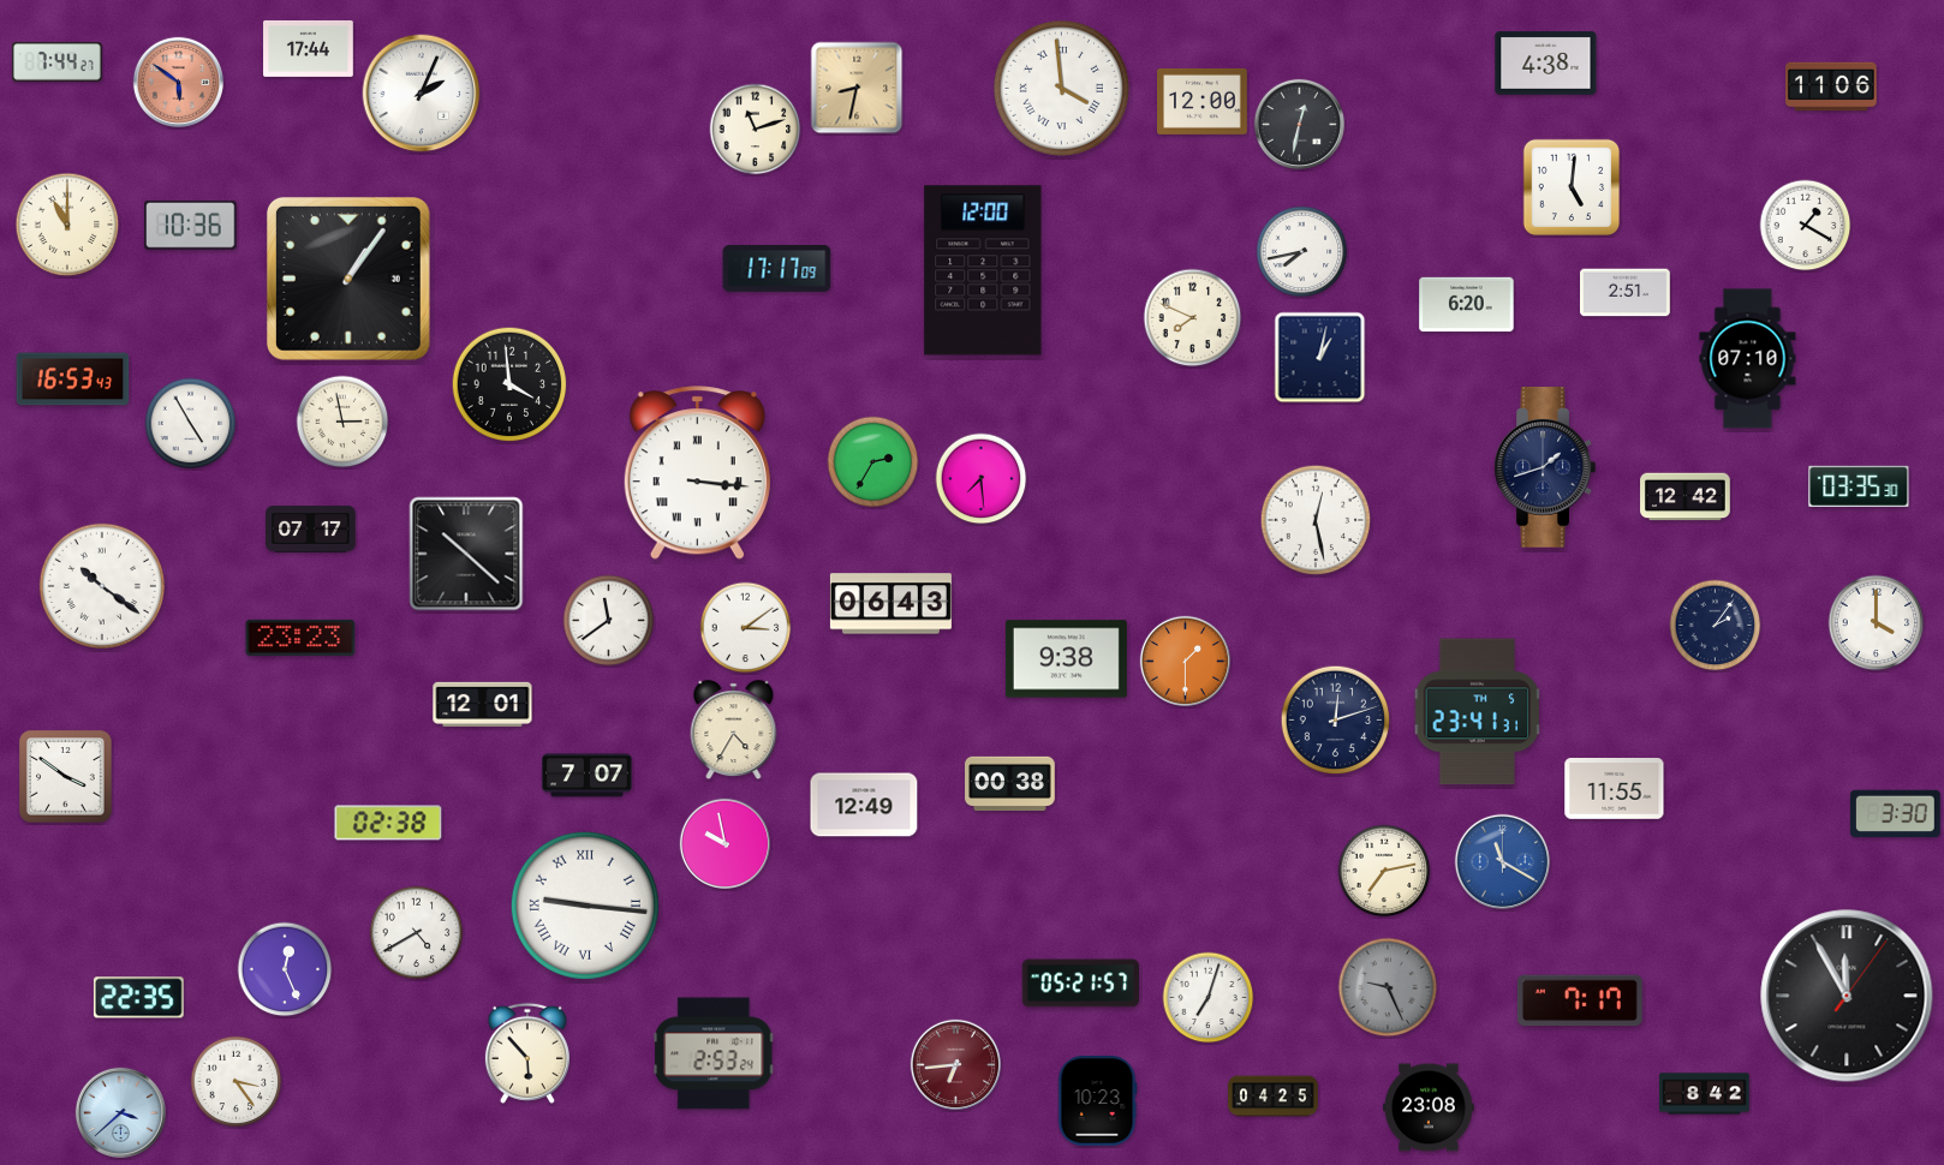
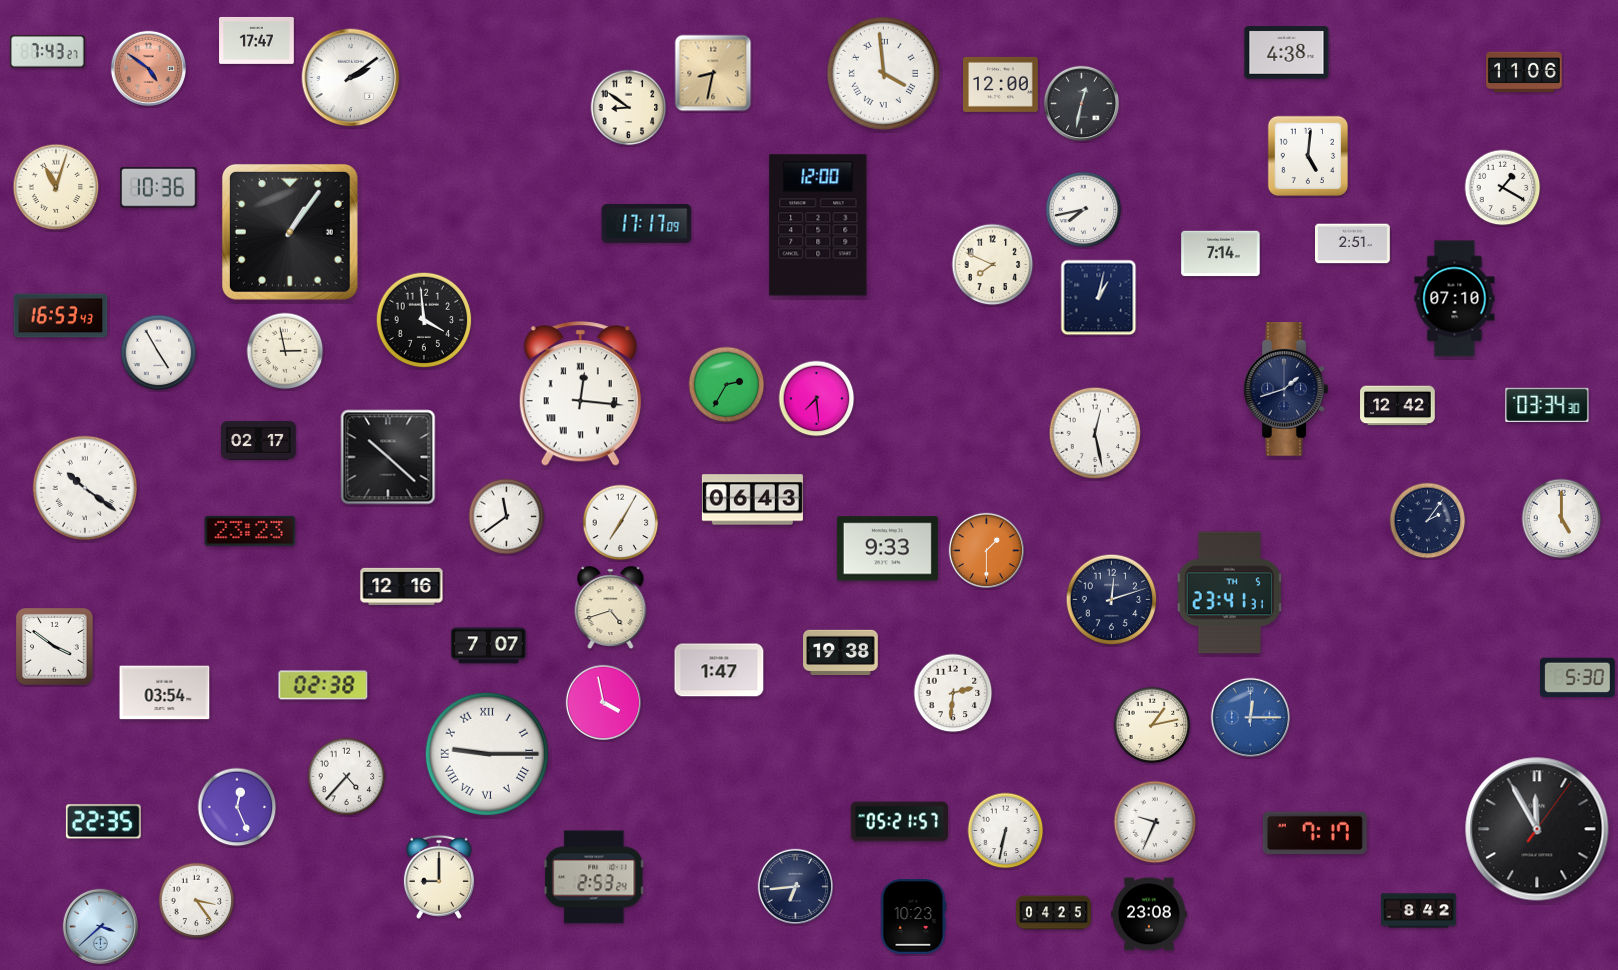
clock at (309, 48): 17:44 -> 17:47
clock at (58, 62): 7:44 -> 7:43
clock at (178, 82): 5:51 -> 4:51
clock at (422, 94): 2:04 -> 2:09
clock at (756, 130): 11:12 -> 8:51
clock at (67, 225): 11:00 -> 11:03
clock at (1467, 305): 6:20 -> 7:14
clock at (697, 473): 3:16 -> 12:16
clock at (1859, 486): 03:35 -> 03:34
clock at (1686, 497) position: (1686, 497) -> (1398, 406)
clock at (311, 530): 07:17 -> 02:17
clock at (466, 554) position: (466, 554) -> (388, 457)
clock at (890, 604) position: (890, 604) -> (752, 500)
clock at (1877, 623): 4:00 -> 5:00
clock at (746, 628): 3:09 -> 7:05
clock at (1066, 659): 9:38 -> 9:33
clock at (483, 704): 12:01 -> 12:16
clock at (734, 730): 4:35 -> 4:42
clock at (1010, 784): 00:38 -> 19:38
clock at (1615, 789): 11:55 -> none
clock at (864, 805): 12:49 -> 1:47
clock at (1896, 814): 3:30 -> 5:30
clock at (165, 693): none -> 03:54
clock at (953, 693): none -> 2:31
clock at (724, 843): 9:58 -> 3:58
clock at (1502, 861): 11:20 -> 12:15
clock at (1384, 871): 7:13 -> 1:13
clock at (585, 906): 9:16 -> 9:15
clock at (417, 933): 4:40 -> 4:37
clock at (1081, 984) position: (1081, 984) -> (900, 822)
clock at (1388, 987): 9:26 -> 9:34
clock at (1388, 987) dial: grey -> white
clock at (138, 998) position: (138, 998) -> (103, 822)
clock at (1209, 998): 7:03 -> 6:32
clock at (527, 1053): 5:53 -> 9:00
clock at (955, 1064) dial: burgundy -> navy
clock at (1274, 1097) position: (1274, 1097) -> (1054, 913)
clock at (1429, 1107) position: (1429, 1107) -> (1149, 914)
